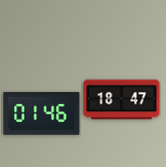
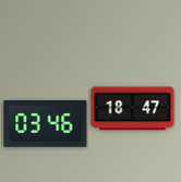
clock at (42, 114): 01:46 -> 03:46
